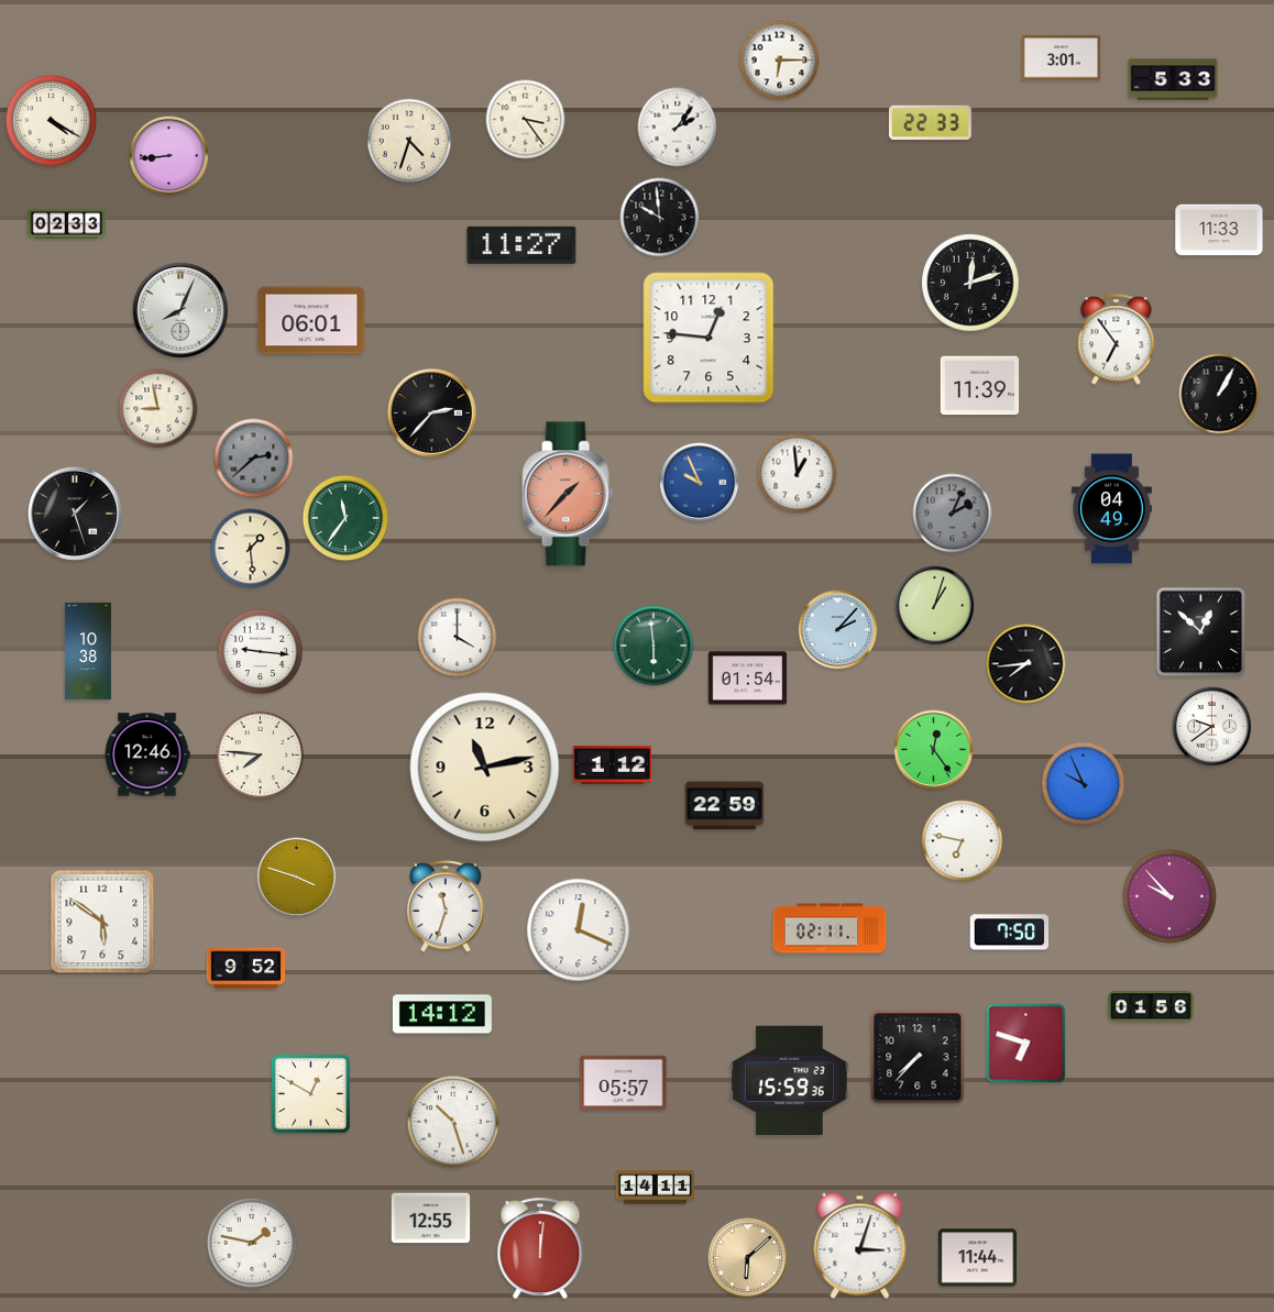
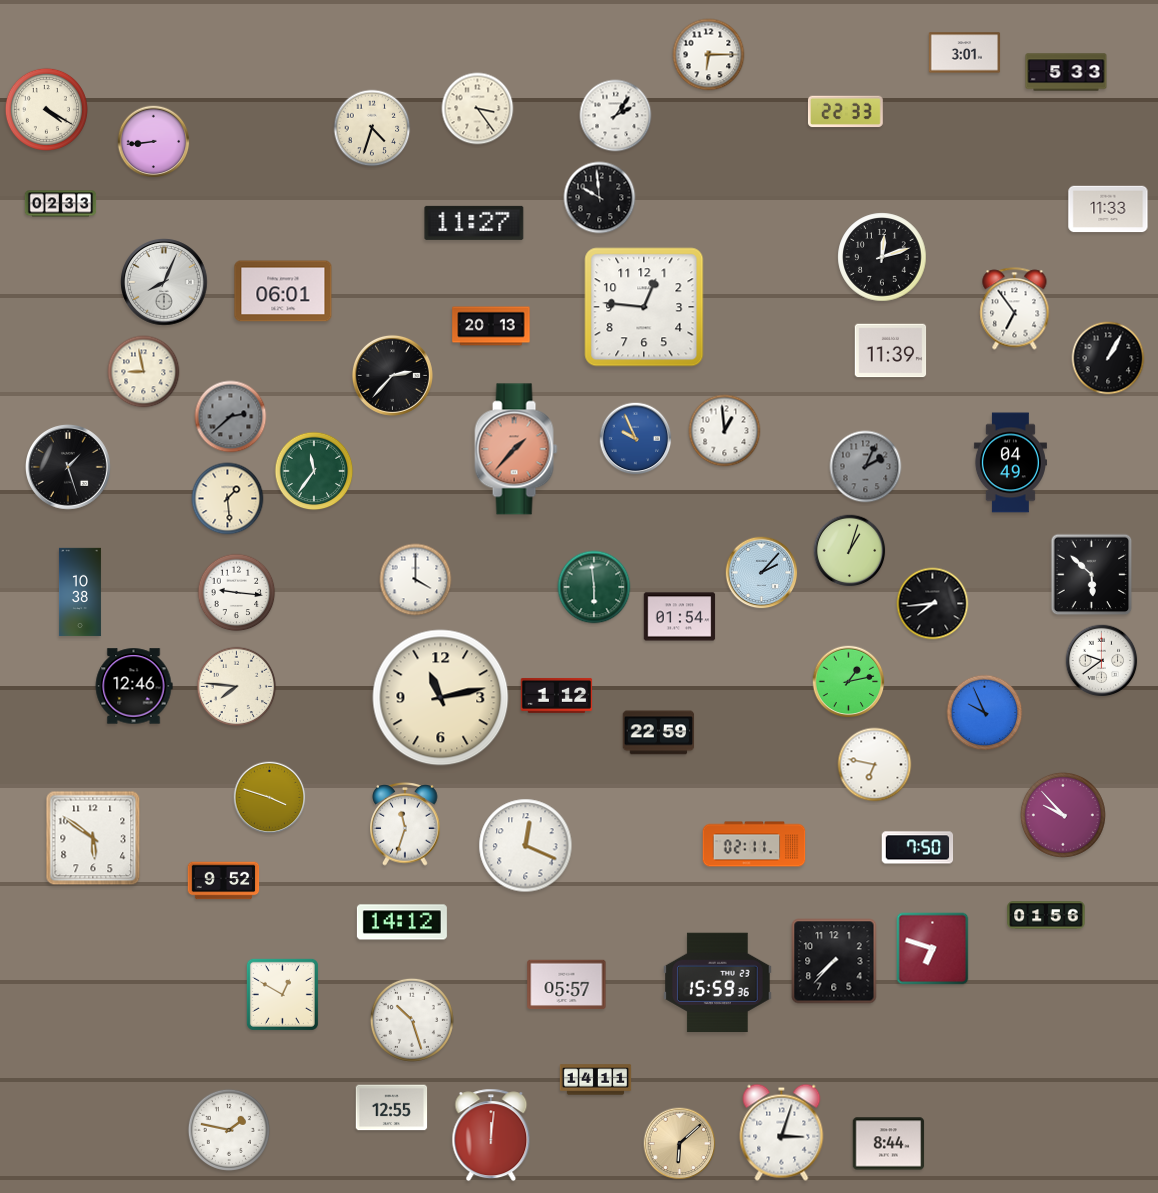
clock at (491, 326): none -> 20:13
clock at (1201, 632): 12:52 -> 5:52
clock at (934, 750): 12:24 -> 1:13
clock at (978, 1258): 11:44 -> 8:44
